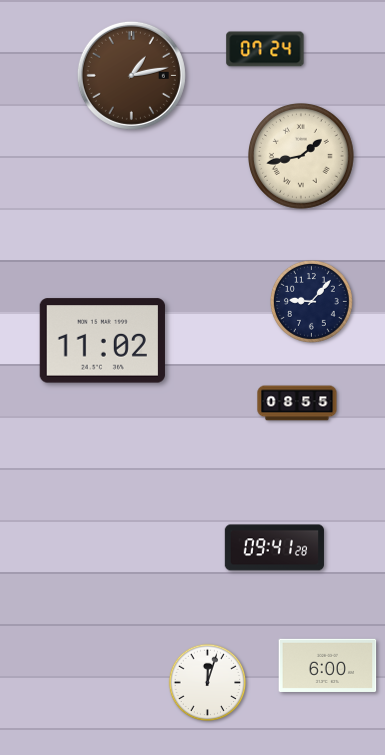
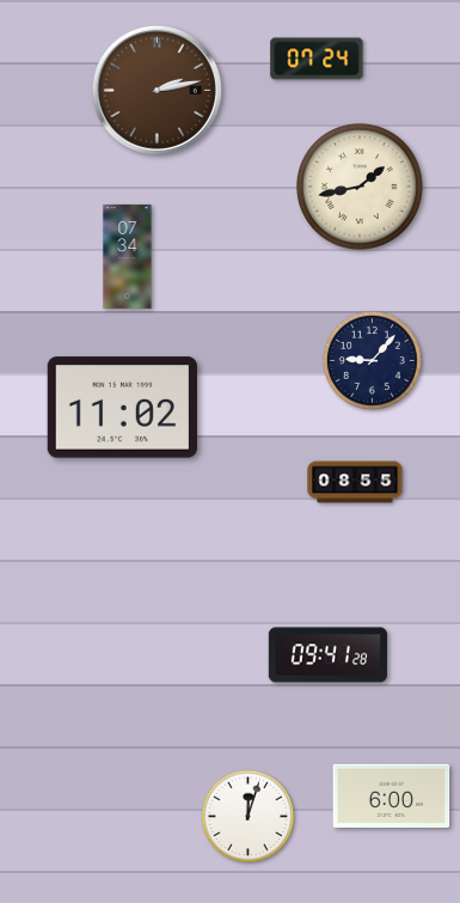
clock at (131, 75): 1:13 -> 2:13
clock at (128, 256): none -> 07:34
